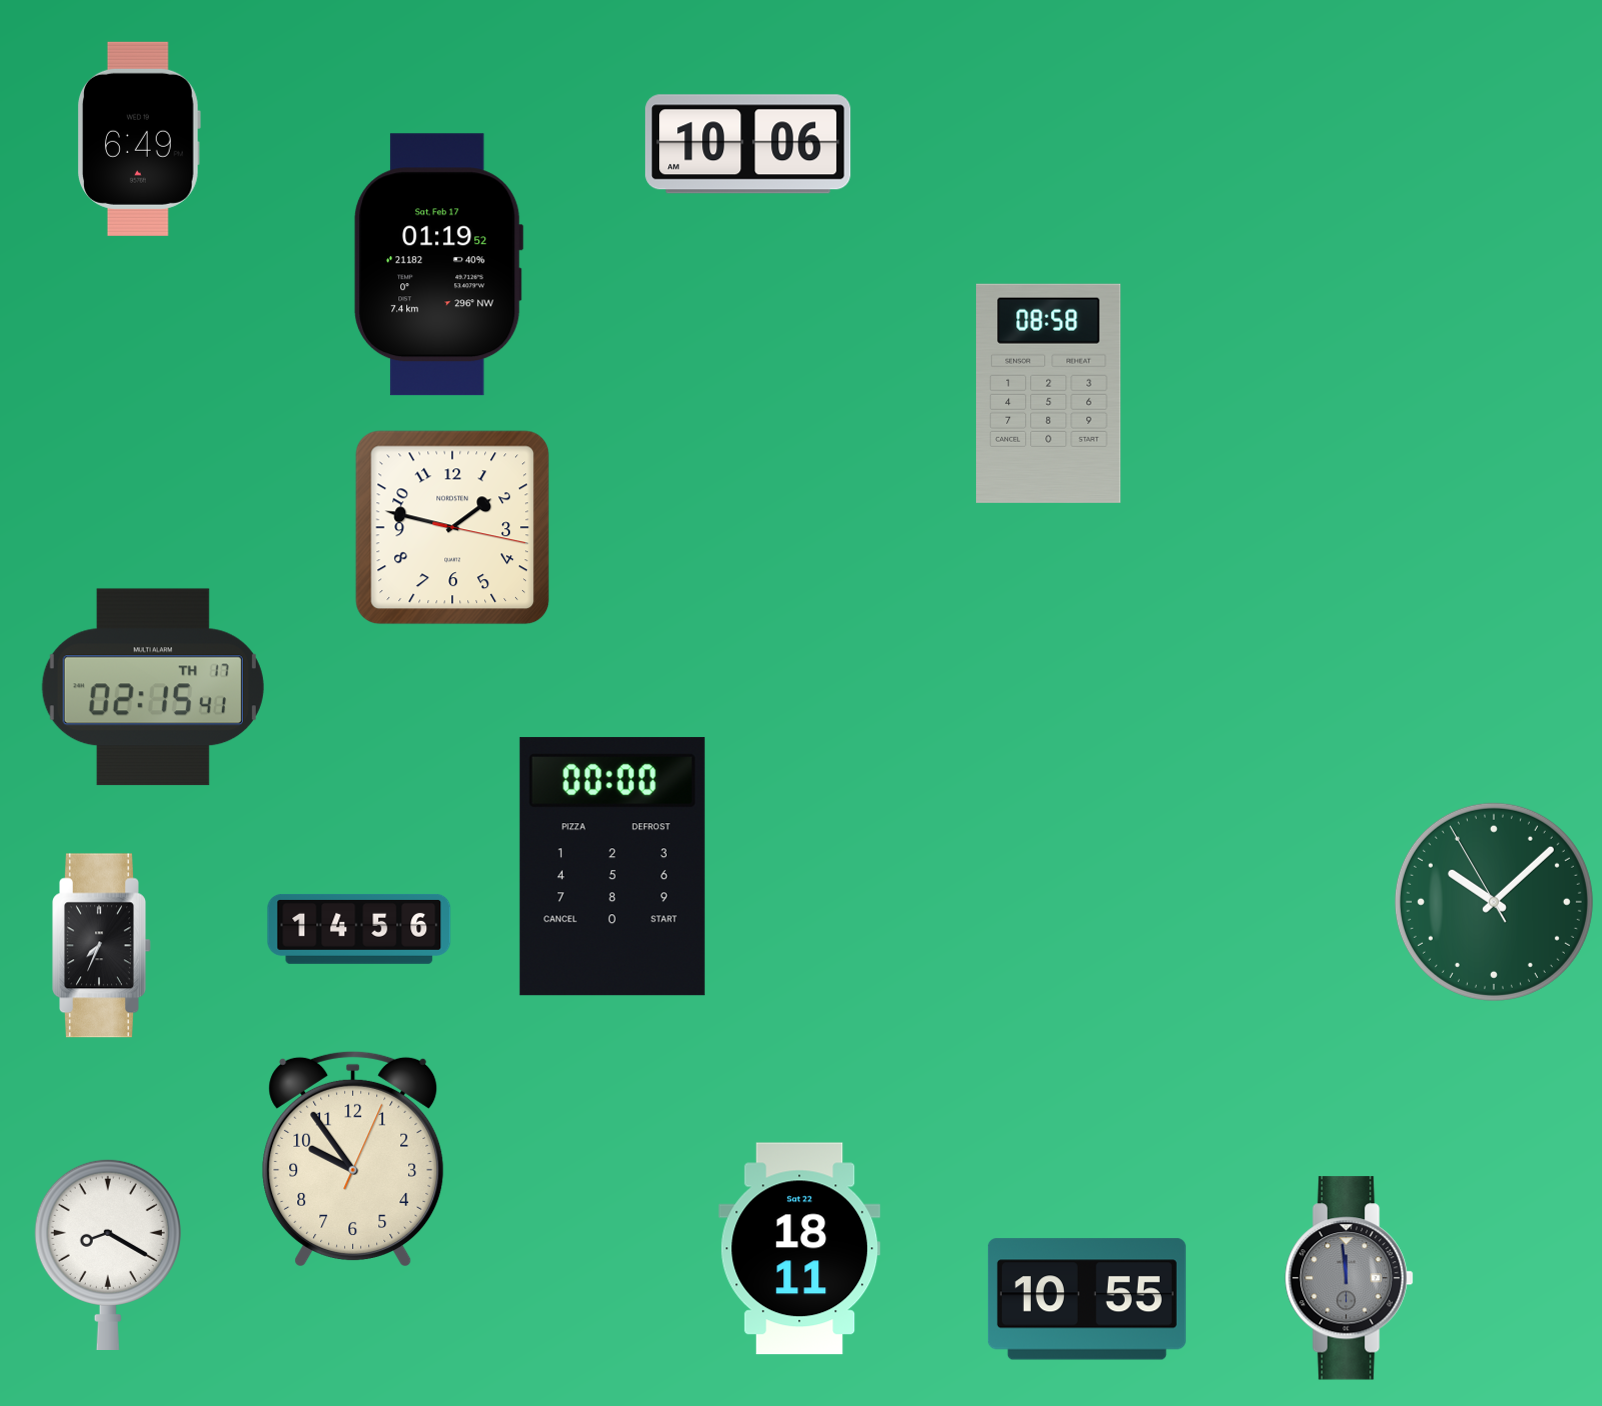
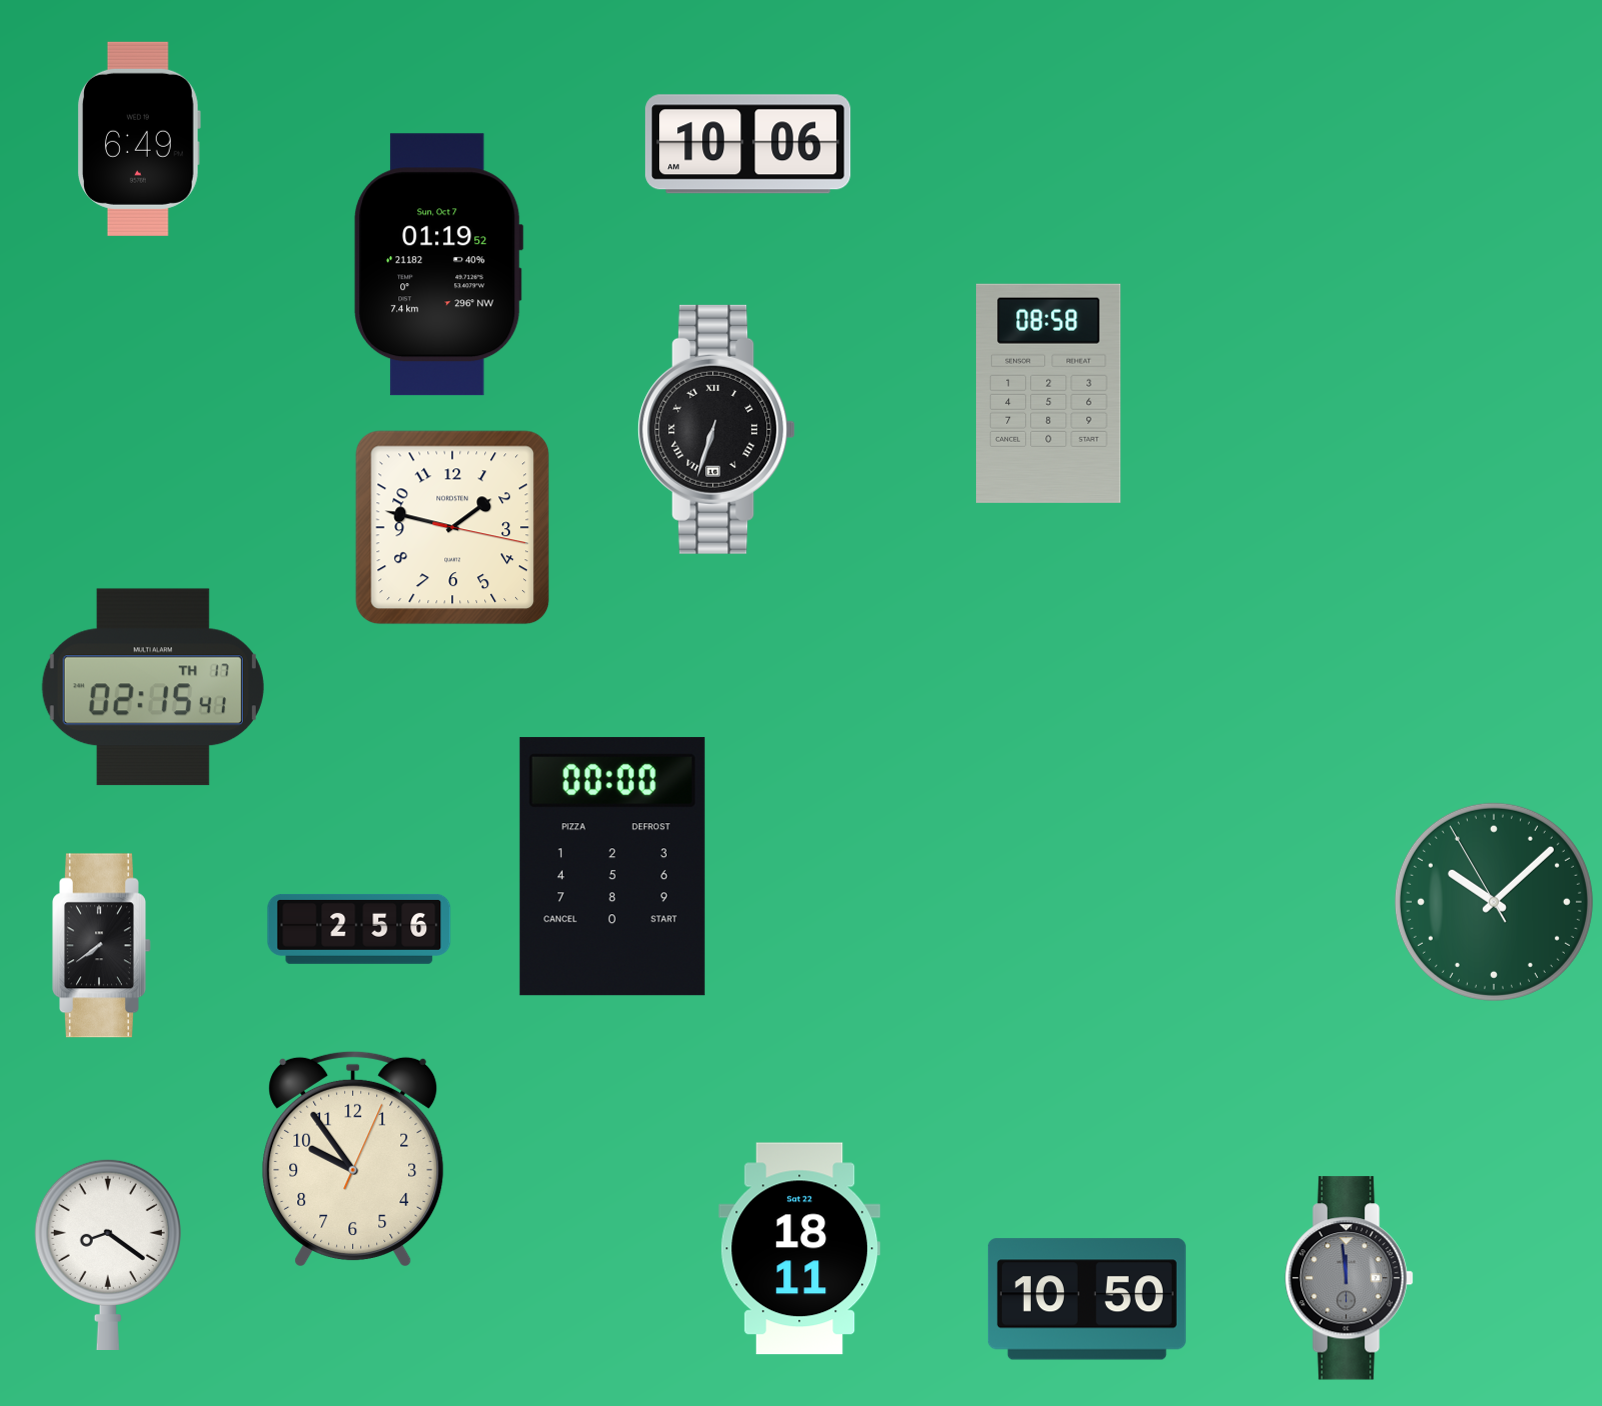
clock at (438, 265) date: Sat, Feb 17 -> Sun, Oct 7
clock at (717, 429): none -> 6:33
clock at (359, 929): 14:56 -> 2:56
clock at (102, 946): 7:34 -> 7:39
clock at (108, 1254): 8:20 -> 8:21
clock at (1087, 1299): 10:55 -> 10:50
